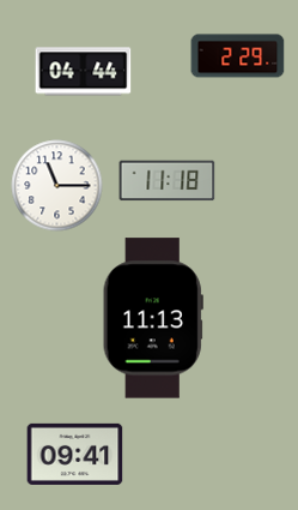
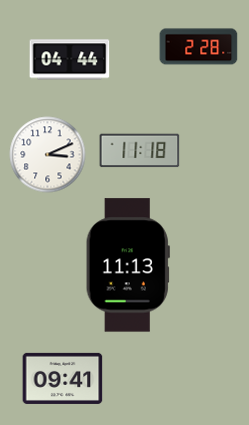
clock at (238, 56): 2:29 -> 2:28
clock at (57, 186): 11:15 -> 3:11
